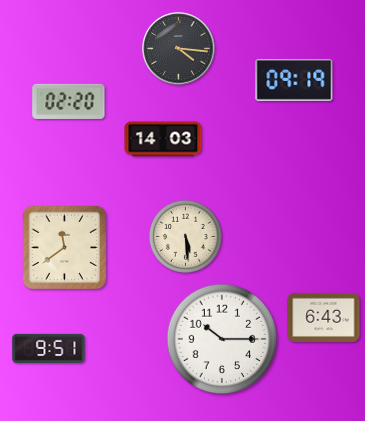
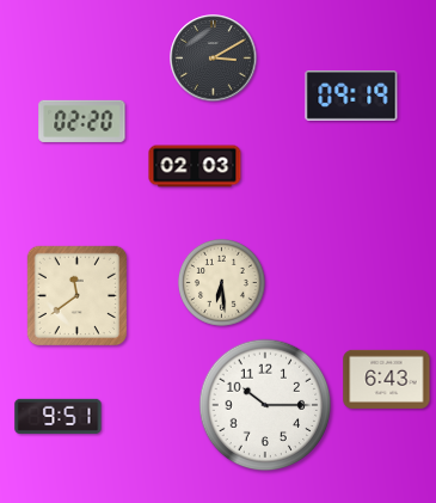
clock at (179, 49): 4:16 -> 3:10
clock at (163, 139): 14:03 -> 02:03
clock at (185, 236): 5:29 -> 6:29
